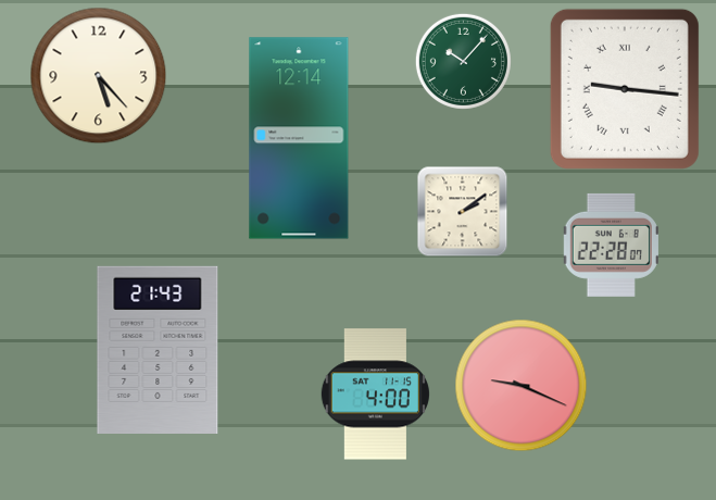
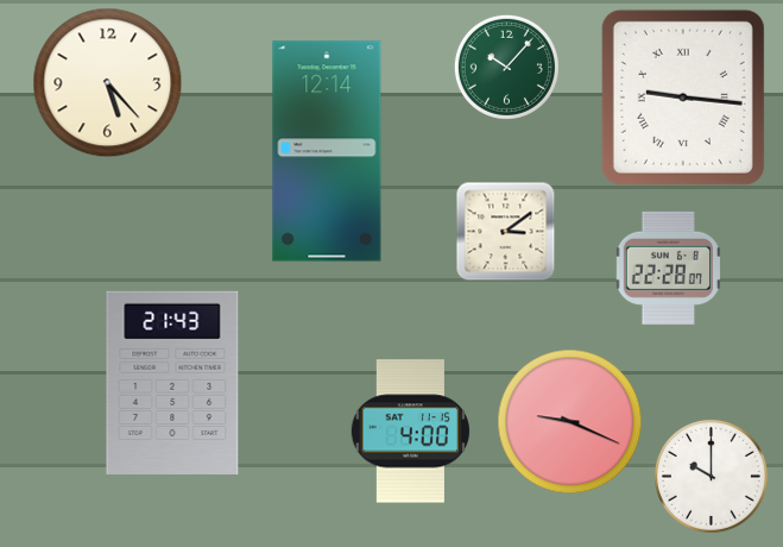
clock at (463, 212): 2:09 -> 3:09
clock at (712, 476): none -> 10:00
